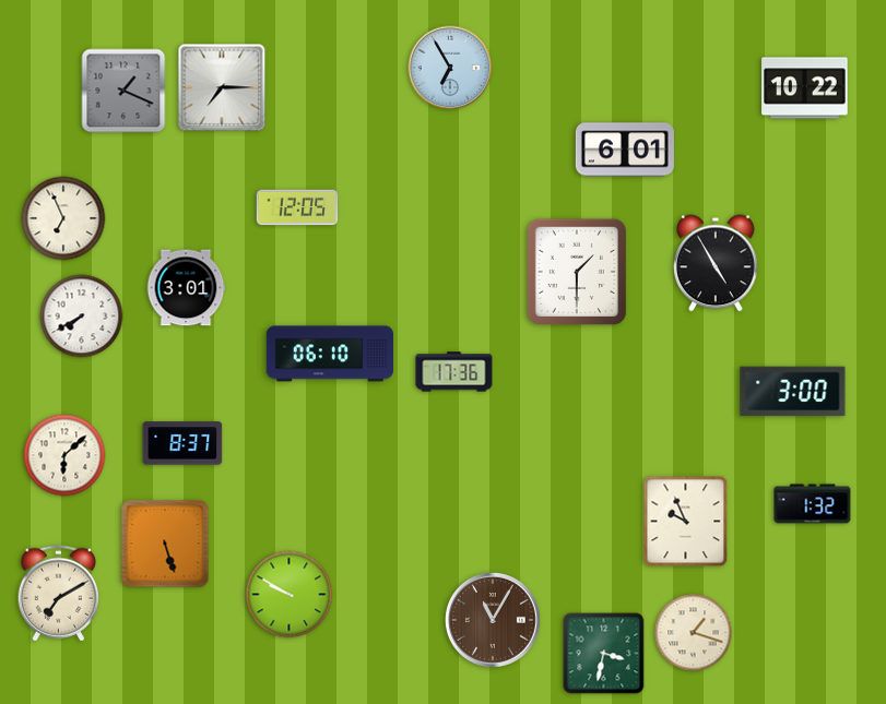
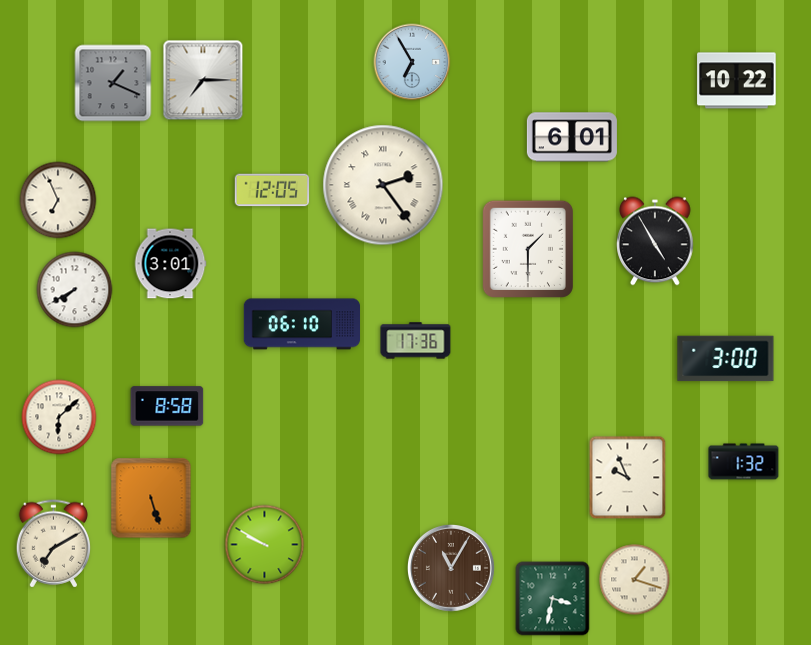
clock at (383, 185): none -> 2:24
clock at (182, 443): 8:37 -> 8:58
